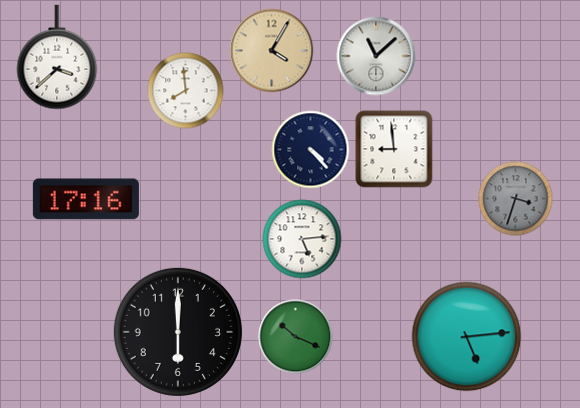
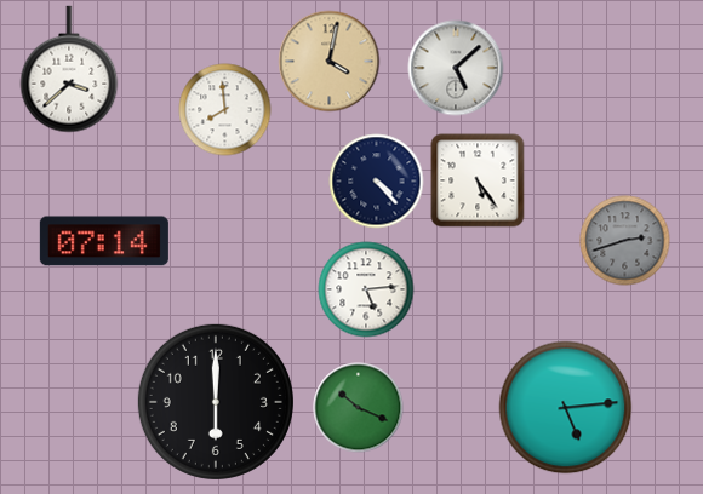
clock at (272, 51): 4:05 -> 4:02
clock at (376, 56): 11:08 -> 5:08
clock at (394, 149): 8:59 -> 5:24
clock at (86, 199): 17:16 -> 07:14
clock at (516, 199): 3:33 -> 2:42
